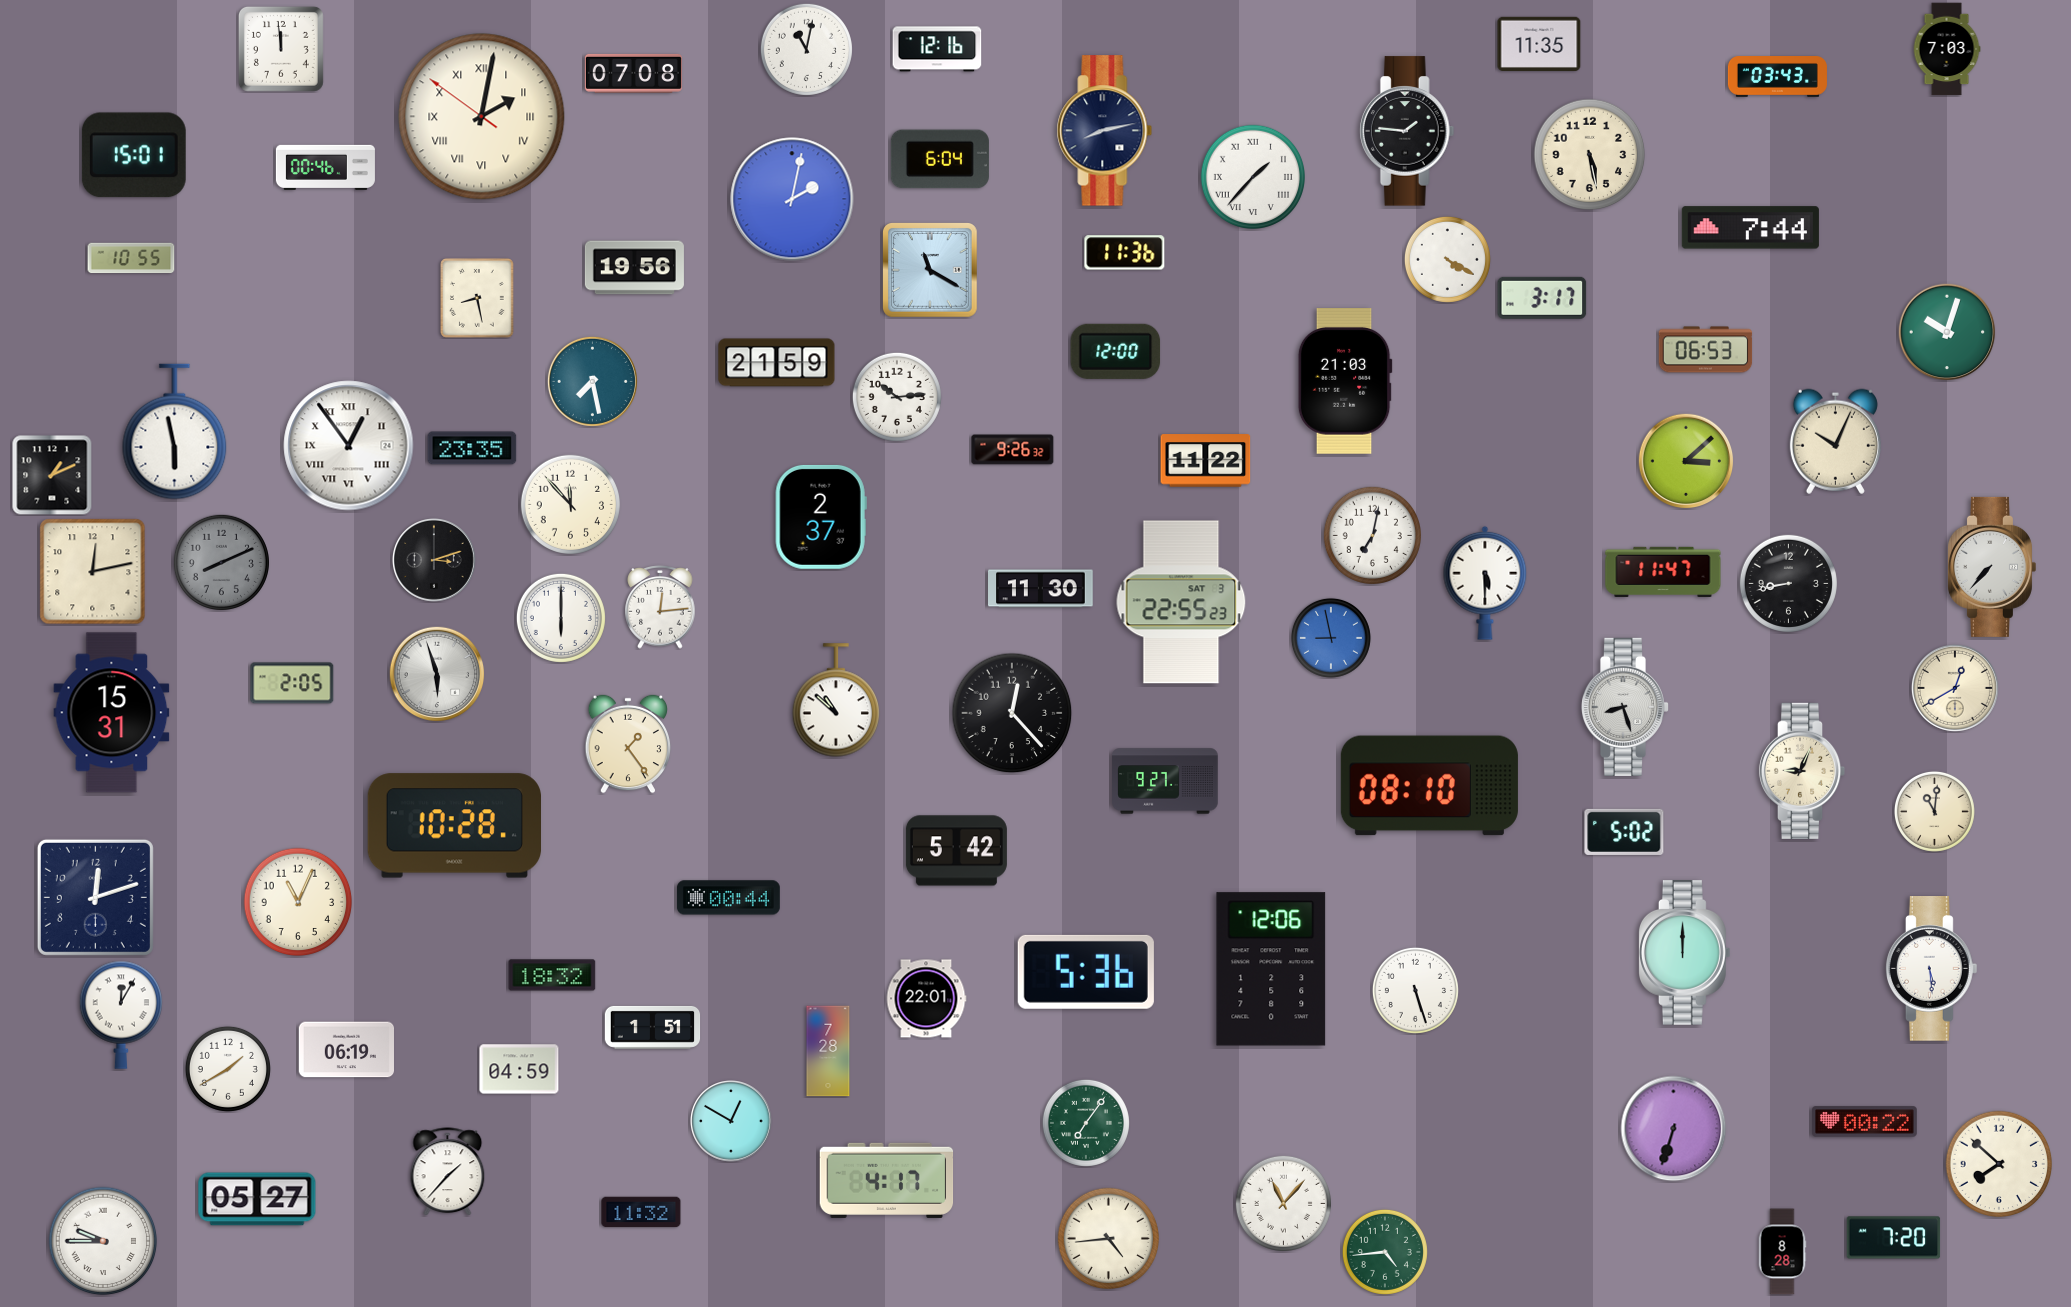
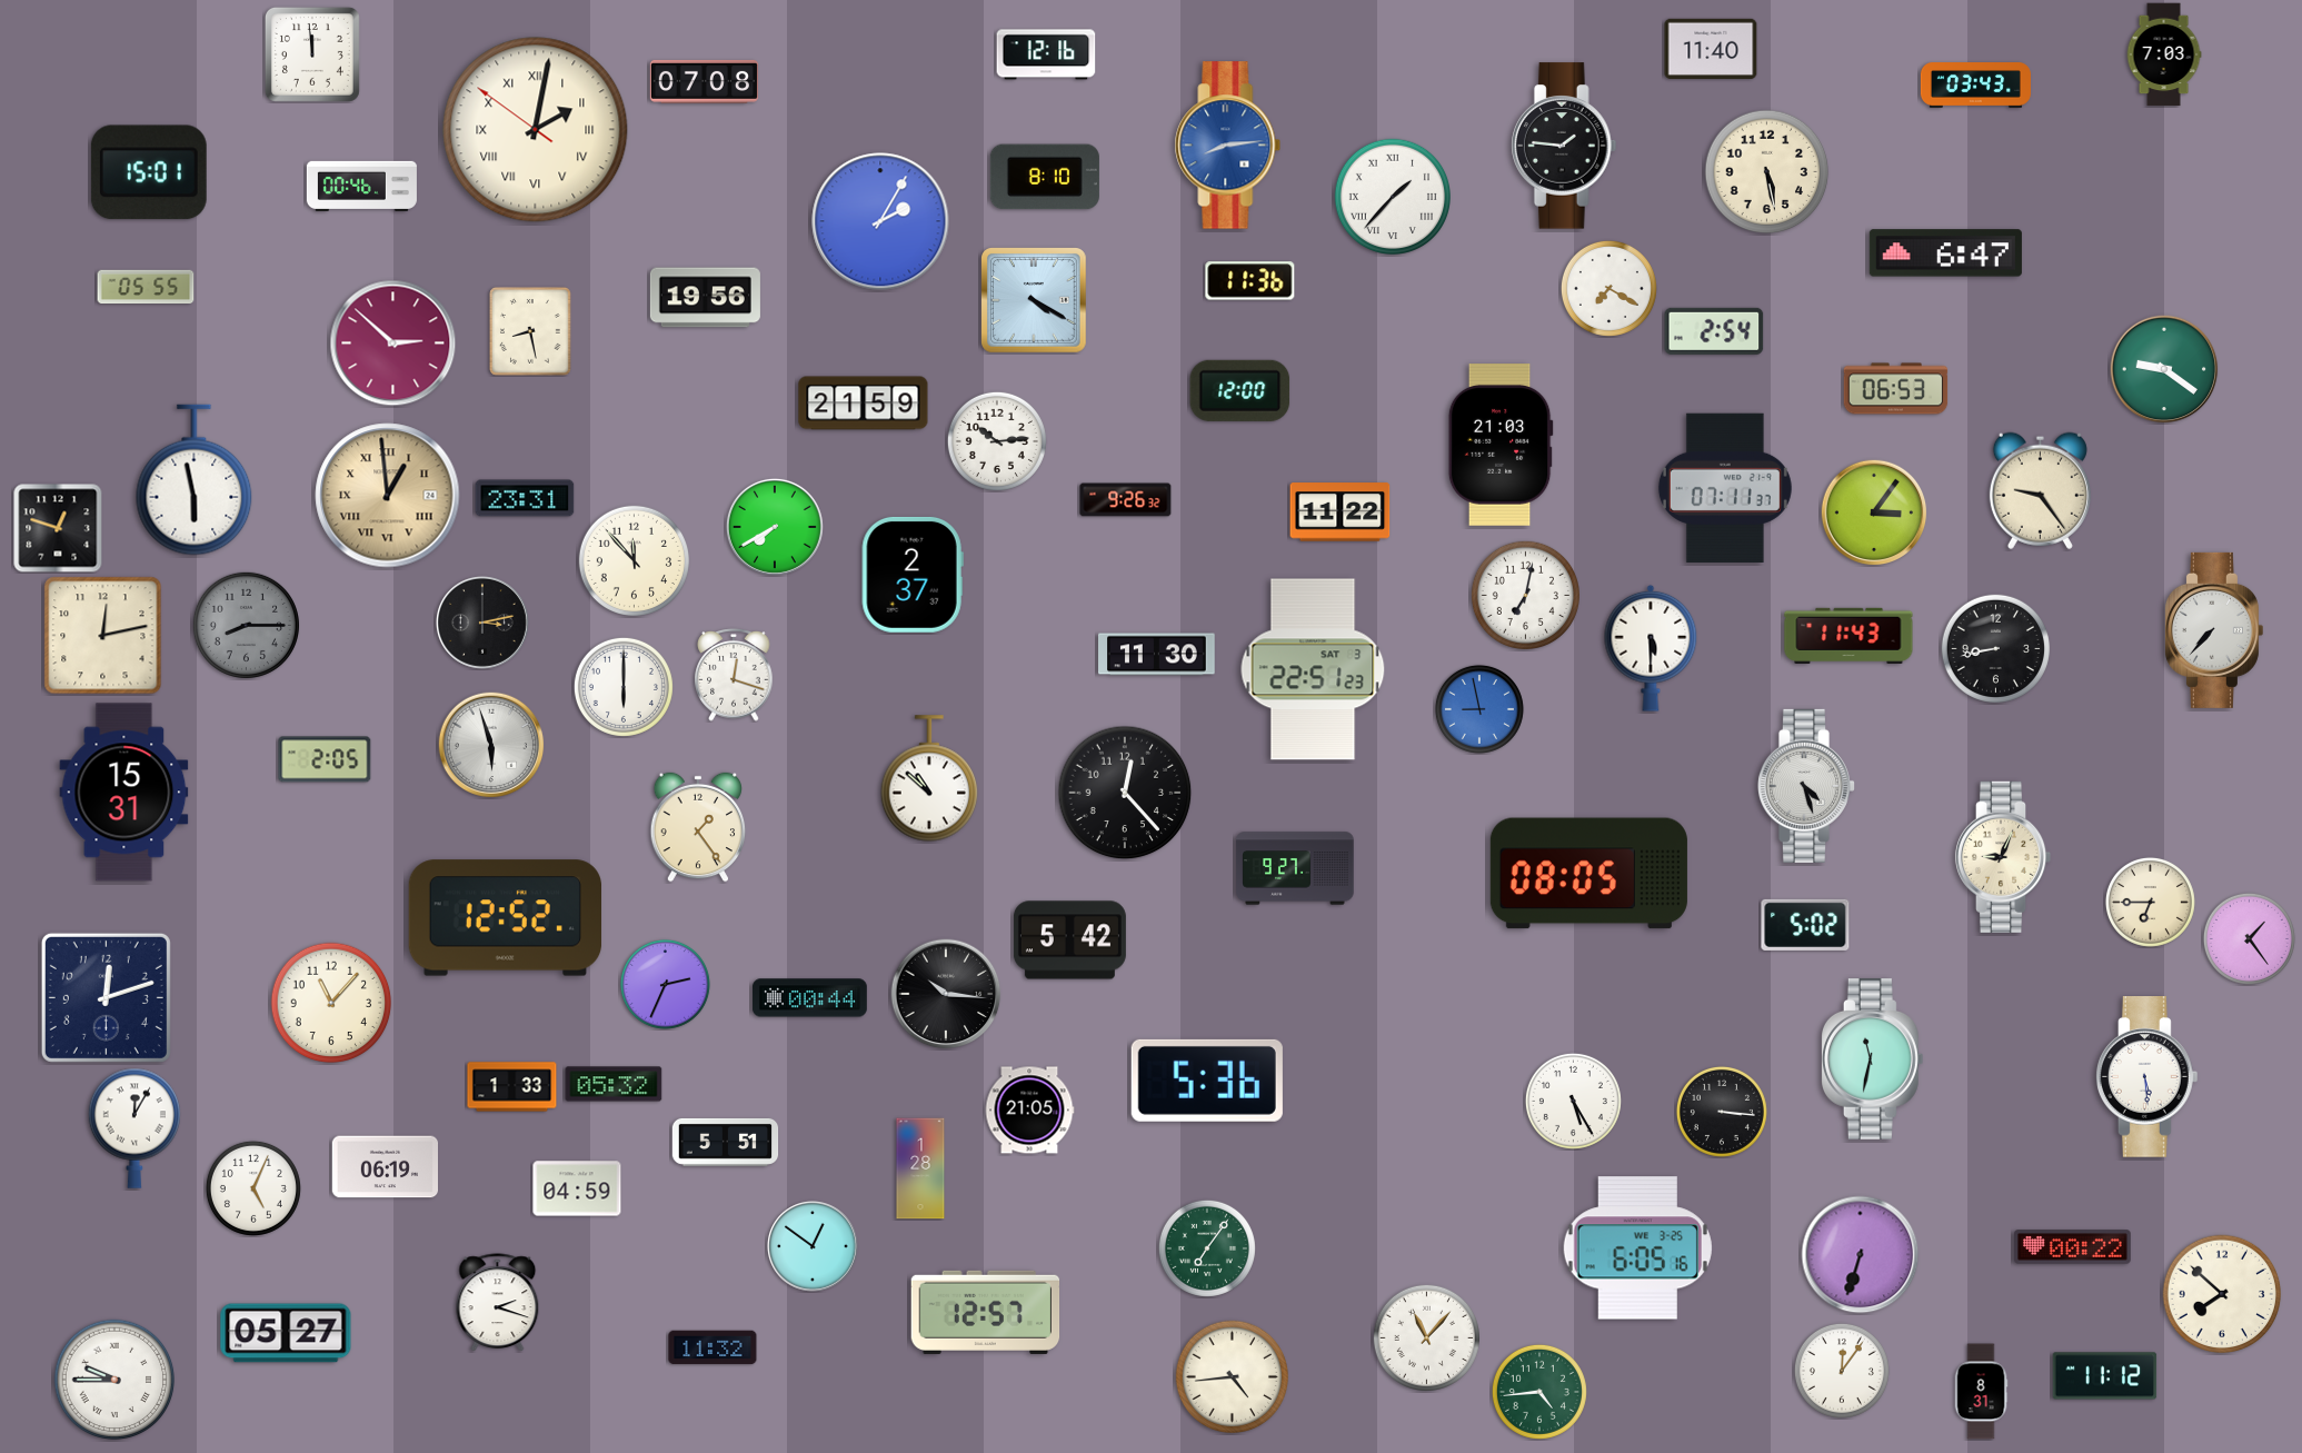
clock at (1539, 43): 11:35 -> 11:40
clock at (806, 49): 11:02 -> none
clock at (937, 49) position: (937, 49) -> (1046, 54)
clock at (1105, 131): 8:13 -> 8:14
clock at (1105, 131) dial: navy -> blue
clock at (940, 159): 6:04 -> 8:10
clock at (792, 199): 2:02 -> 2:05
clock at (1750, 228): 7:44 -> 6:47
clock at (131, 258): 10:55 -> 05:55
clock at (1447, 259): 4:20 -> 7:20
clock at (931, 271): 11:20 -> 4:20
clock at (1542, 298): 3:17 -> 2:54
clock at (393, 344): none -> 2:52
clock at (1947, 332): 10:03 -> 9:21
clock at (592, 381): 7:28 -> none
clock at (1345, 382) position: (1345, 382) -> (1501, 446)
clock at (1725, 487): none -> 07:11
clock at (1835, 441): 10:04 -> 9:24
clock at (349, 446): 12:54 -> 12:59
clock at (349, 446) dial: white -> champagne
clock at (472, 448): 23:35 -> 23:31
clock at (1686, 461): 3:08 -> 3:06
clock at (775, 527): none -> 7:40
clock at (52, 475): 1:11 -> 12:48
clock at (434, 560): 3:12 -> 3:13
clock at (221, 562): 8:11 -> 8:15
clock at (1663, 572): 11:47 -> 11:43
clock at (1788, 583) position: (1788, 583) -> (1995, 648)
clock at (1181, 602): 22:55 -> 22:51
clock at (660, 607): 12:14 -> 12:18
clock at (437, 674) position: (437, 674) -> (491, 745)
clock at (1955, 688): 12:40 -> none
clock at (1624, 707): 8:27 -> 4:27
clock at (1429, 786): 08:10 -> 08:05
clock at (1934, 811): 11:01 -> 6:45
clock at (454, 826): 10:28 -> 12:52
clock at (2249, 938): none -> 1:24
clock at (956, 851) position: (956, 851) -> (1069, 941)
clock at (665, 984): none -> 2:34
clock at (946, 994): none -> 10:16
clock at (298, 902): 11:04 -> 11:07
clock at (1684, 953): 12:00 -> 11:32
clock at (1271, 969): 12:06 -> none
clock at (552, 975): 18:32 -> 05:32
clock at (512, 1087): none -> 1:33
clock at (1415, 990): 5:27 -> 5:25
clock at (926, 999): 22:01 -> 21:05
clock at (1722, 1112): none -> 3:16
clock at (653, 1027): 1:51 -> 5:51
clock at (828, 1051): 7:28 -> 1:28
clock at (228, 1069): 1:40 -> 5:04
clock at (732, 1122): 12:50 -> 12:51
clock at (1637, 1248): none -> 6:05
clock at (448, 1172): 1:37 -> 2:18
clock at (887, 1180): 4:17 -> 12:57
clock at (1842, 1371): none -> 12:06
clock at (1894, 1238): 7:20 -> 11:12
clock at (1782, 1252): 8:28 -> 8:31
